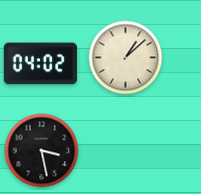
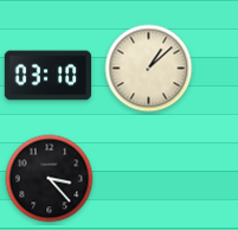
clock at (41, 64): 04:02 -> 03:10
clock at (42, 151): 3:28 -> 3:23
